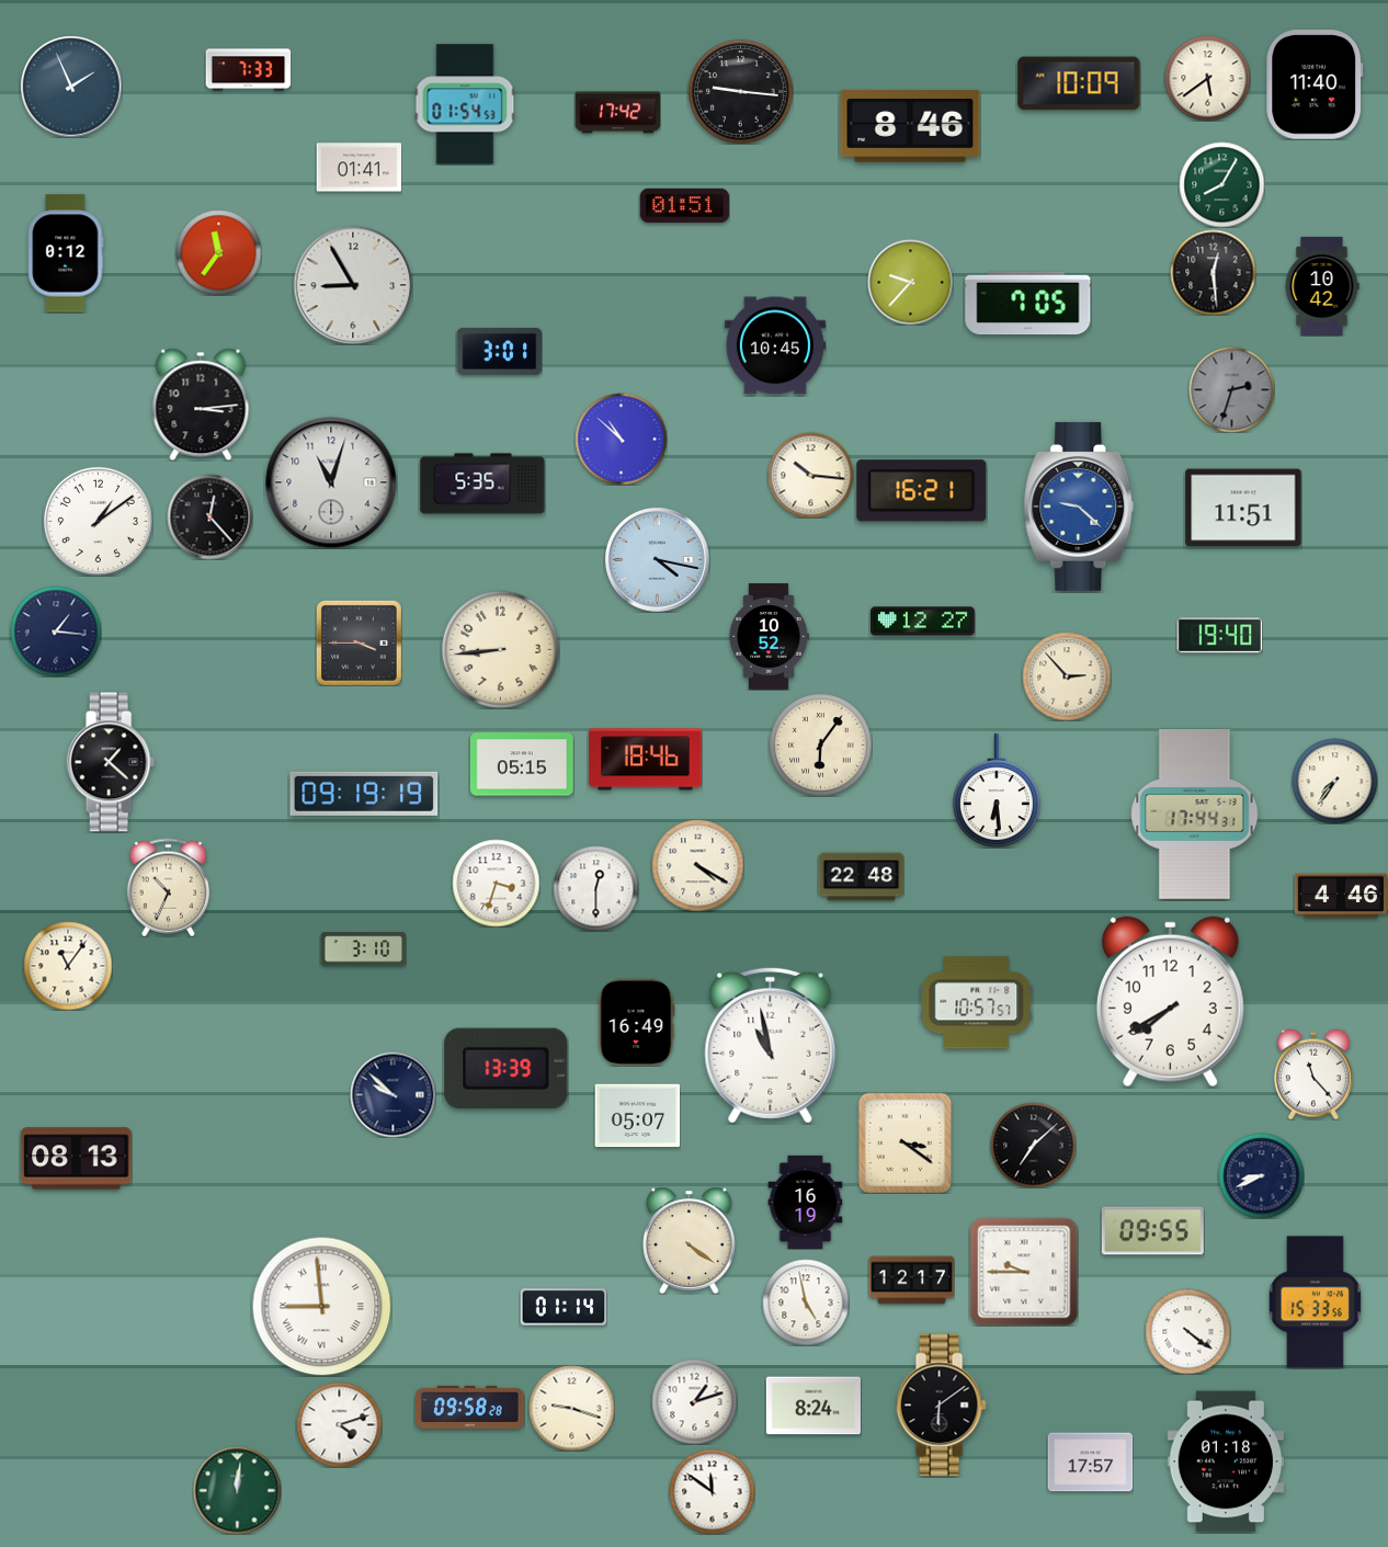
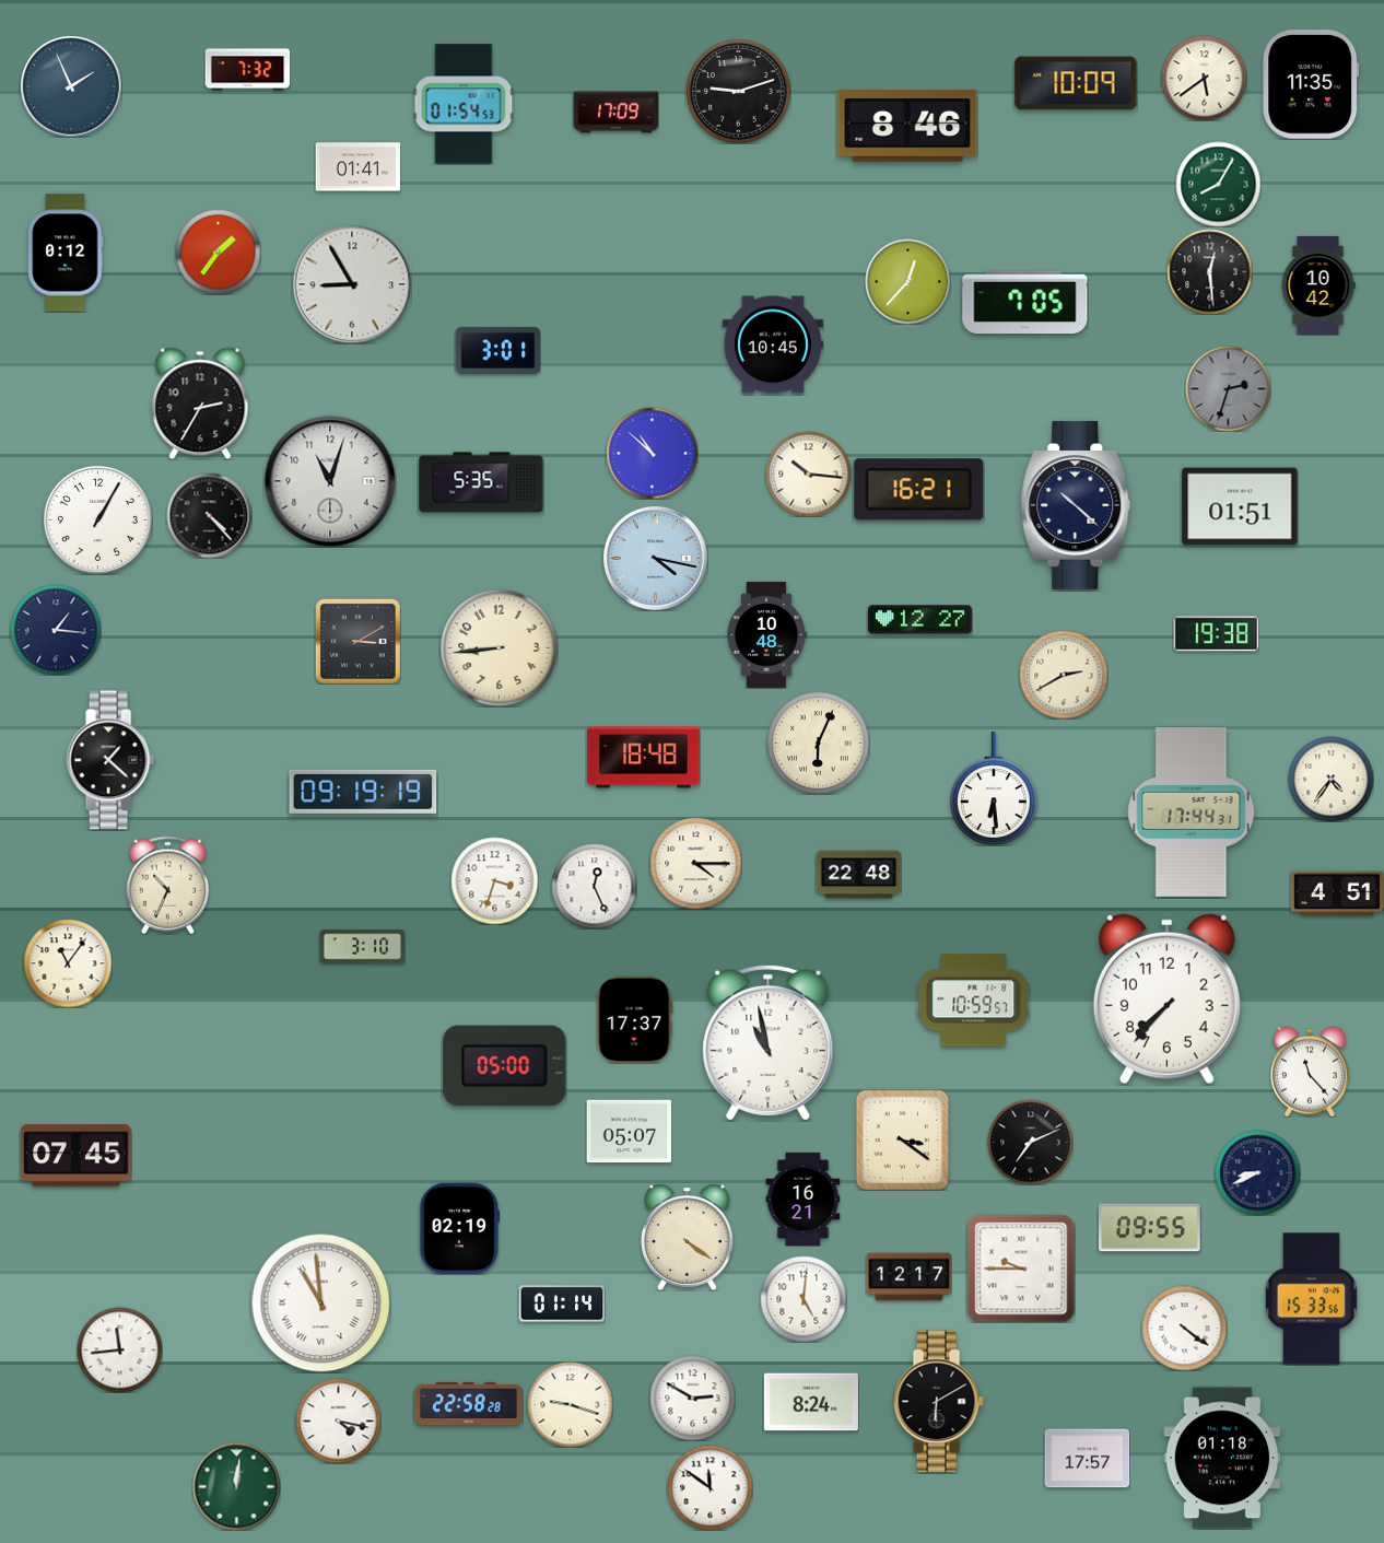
clock at (248, 70): 7:33 -> 7:32
clock at (1315, 84): 11:40 -> 11:35
clock at (740, 91): 9:16 -> 9:12
clock at (617, 113): 17:42 -> 17:09
clock at (684, 206): 01:51 -> none
clock at (218, 252): 11:36 -> 1:36
clock at (910, 282): 9:37 -> 12:37
clock at (201, 405): 3:14 -> 2:35
clock at (621, 439) position: (621, 439) -> (652, 453)
clock at (1079, 507): 9:22 -> 10:22
clock at (1079, 507) dial: blue -> navy
clock at (1243, 508): 11:51 -> 01:51
clock at (209, 516): 12:23 -> 4:23
clock at (98, 521): 1:09 -> 1:05
clock at (1219, 636): 19:40 -> 19:38
clock at (769, 637): 10:52 -> 10:48
clock at (359, 642): 3:45 -> 3:10
clock at (1067, 676): 2:53 -> 2:40
clock at (820, 744): 6:06 -> 6:04
clock at (646, 760): 18:46 -> 18:48
clock at (522, 764): 05:15 -> none
clock at (1334, 781): 7:36 -> 4:36
clock at (697, 865): 4:20 -> 4:15
clock at (595, 888): 12:30 -> 12:26
clock at (1340, 896): 4:46 -> 4:51
clock at (1170, 1002): 7:40 -> 7:37
clock at (976, 1003): 10:57 -> 10:59
clock at (637, 1022): 16:49 -> 17:37
clock at (507, 1068): 13:39 -> 05:00
clock at (392, 1094): 9:52 -> none
clock at (637, 1116) position: (637, 1116) -> (629, 1132)
clock at (1033, 1145): 7:08 -> 7:11
clock at (77, 1159): 08:13 -> 07:45
clock at (806, 1202): 16:19 -> 16:21
clock at (460, 1228): none -> 02:19
clock at (806, 1303): 4:58 -> 5:01
clock at (321, 1306): 8:59 -> 10:59
clock at (119, 1349): none -> 11:44
clock at (694, 1401): 1:12 -> 2:50
clock at (941, 1406): 6:09 -> 6:10
clock at (470, 1407): 09:58 -> 22:58
clock at (339, 1424): 4:12 -> 4:17
